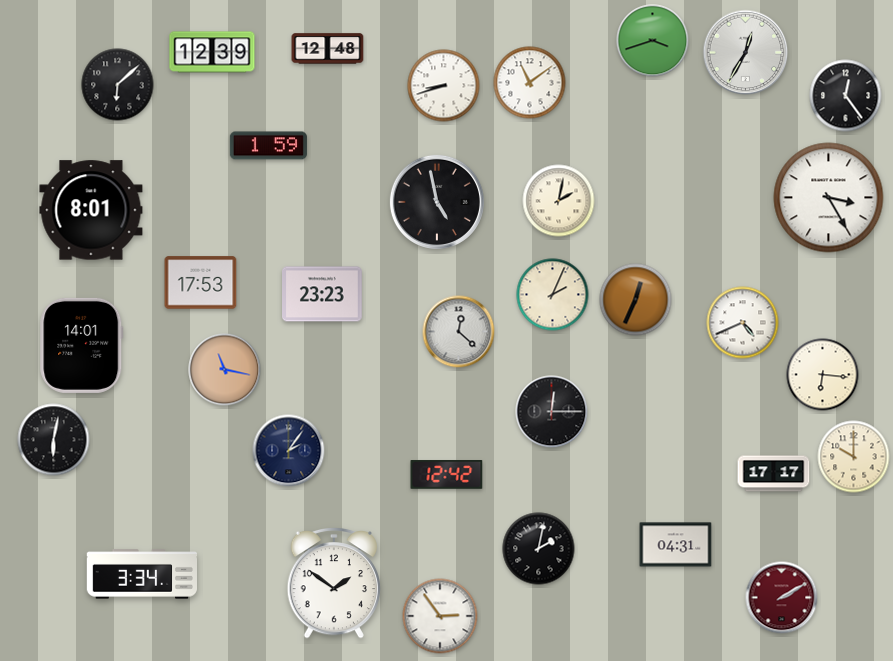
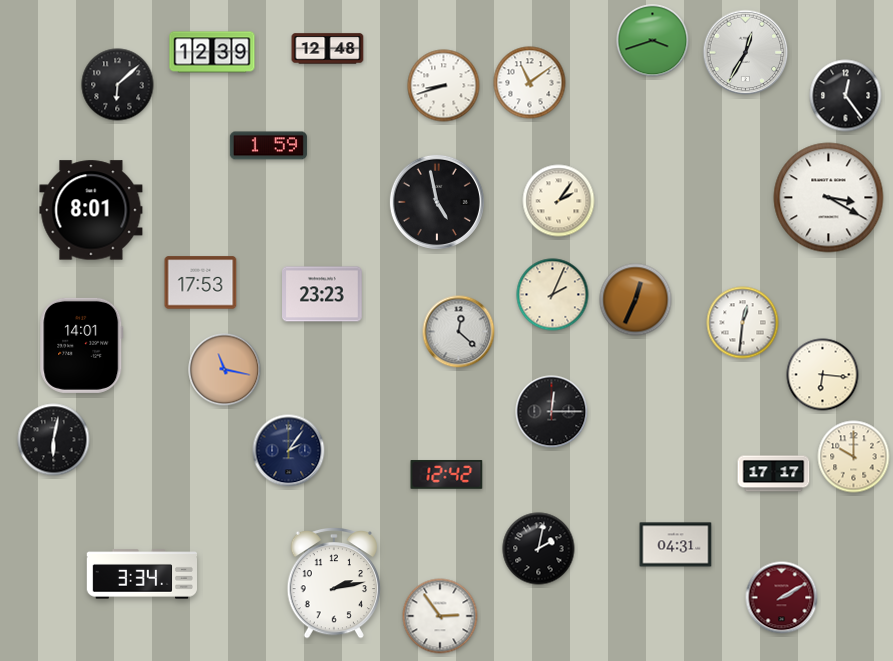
clock at (829, 198): 3:25 -> 3:20
clock at (559, 201): 2:02 -> 2:06
clock at (743, 323): 4:41 -> 12:31
clock at (333, 583): 1:51 -> 2:13
